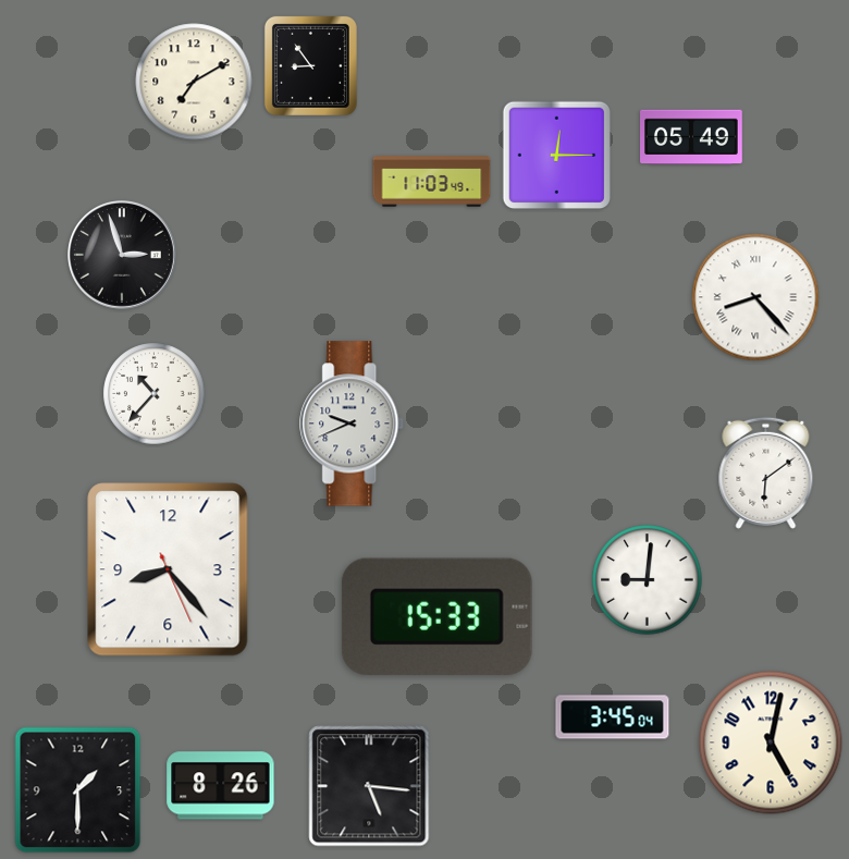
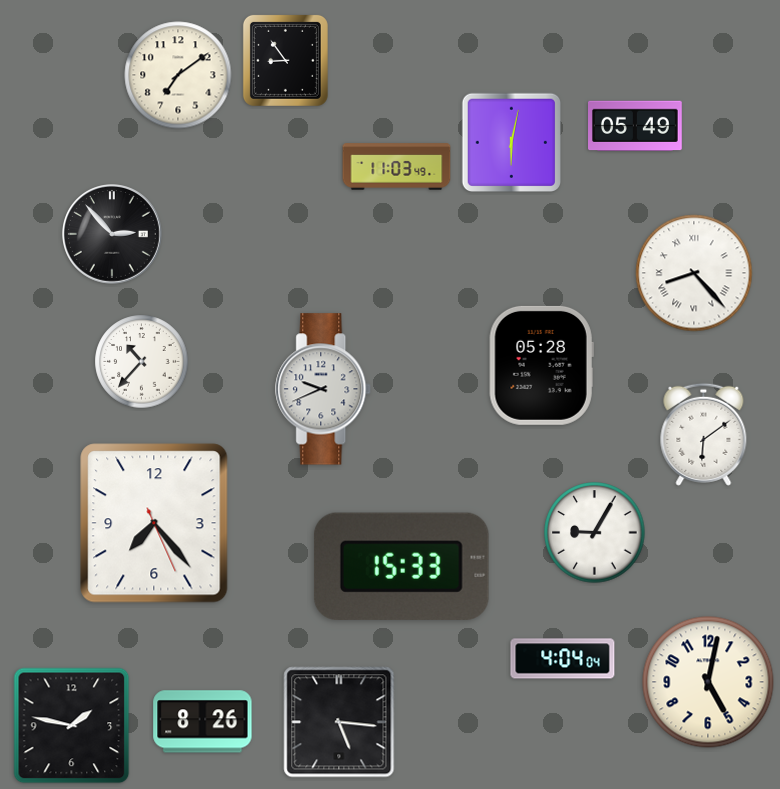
clock at (194, 82): 7:10 -> 7:09
clock at (556, 155): 12:15 -> 6:02
clock at (123, 256): 2:57 -> 2:53
clock at (541, 365): none -> 05:28
clock at (168, 569): 8:23 -> 7:23
clock at (648, 580): 9:01 -> 9:05
clock at (613, 717): 3:45 -> 4:04
clock at (78, 790): 1:30 -> 1:47
